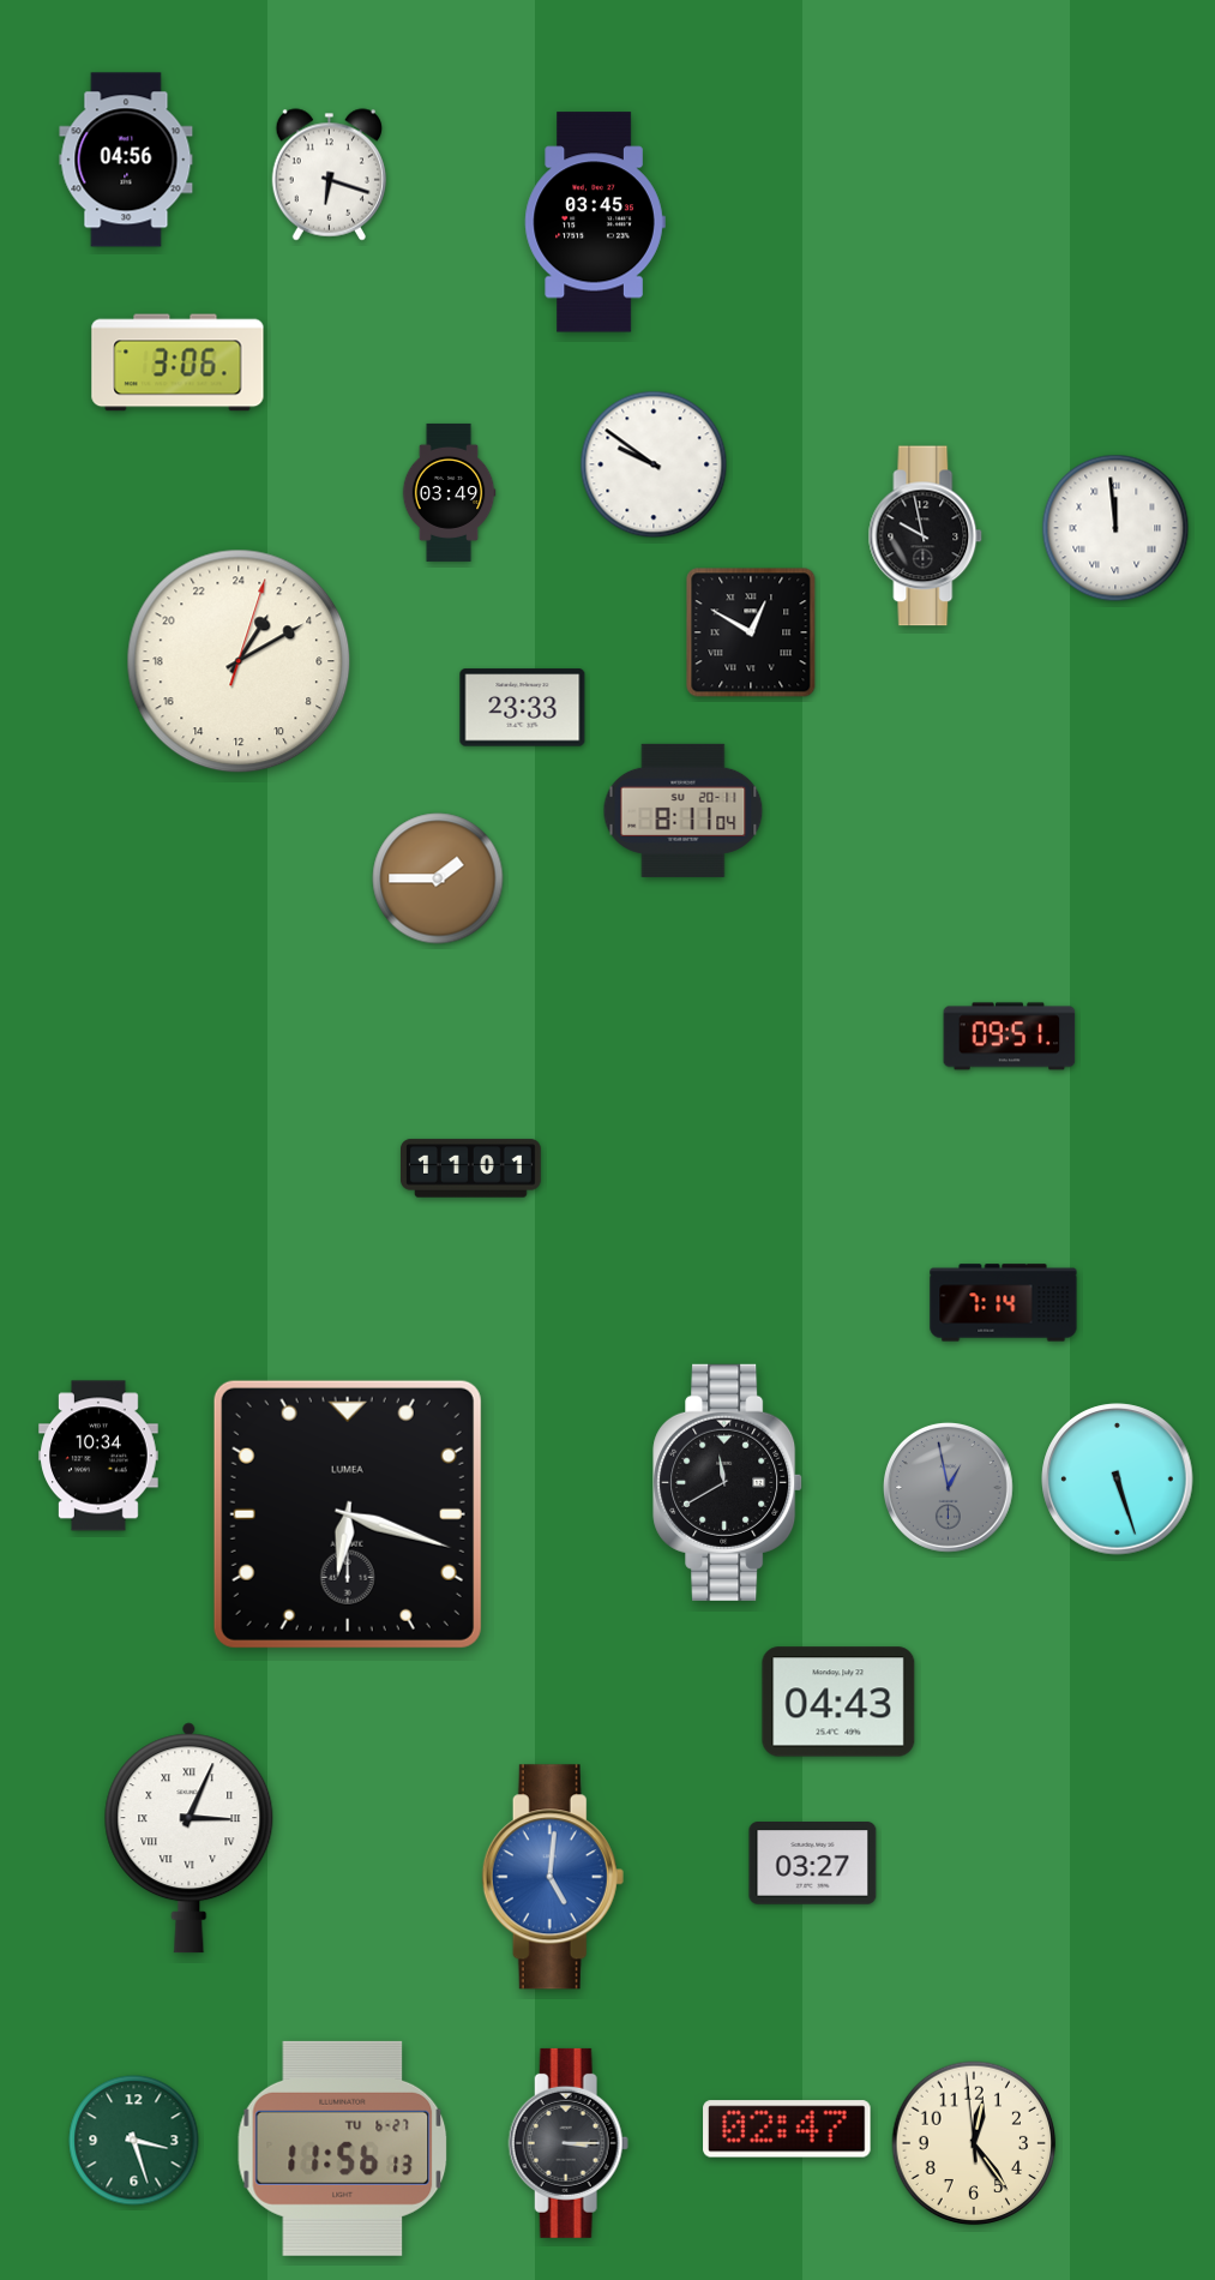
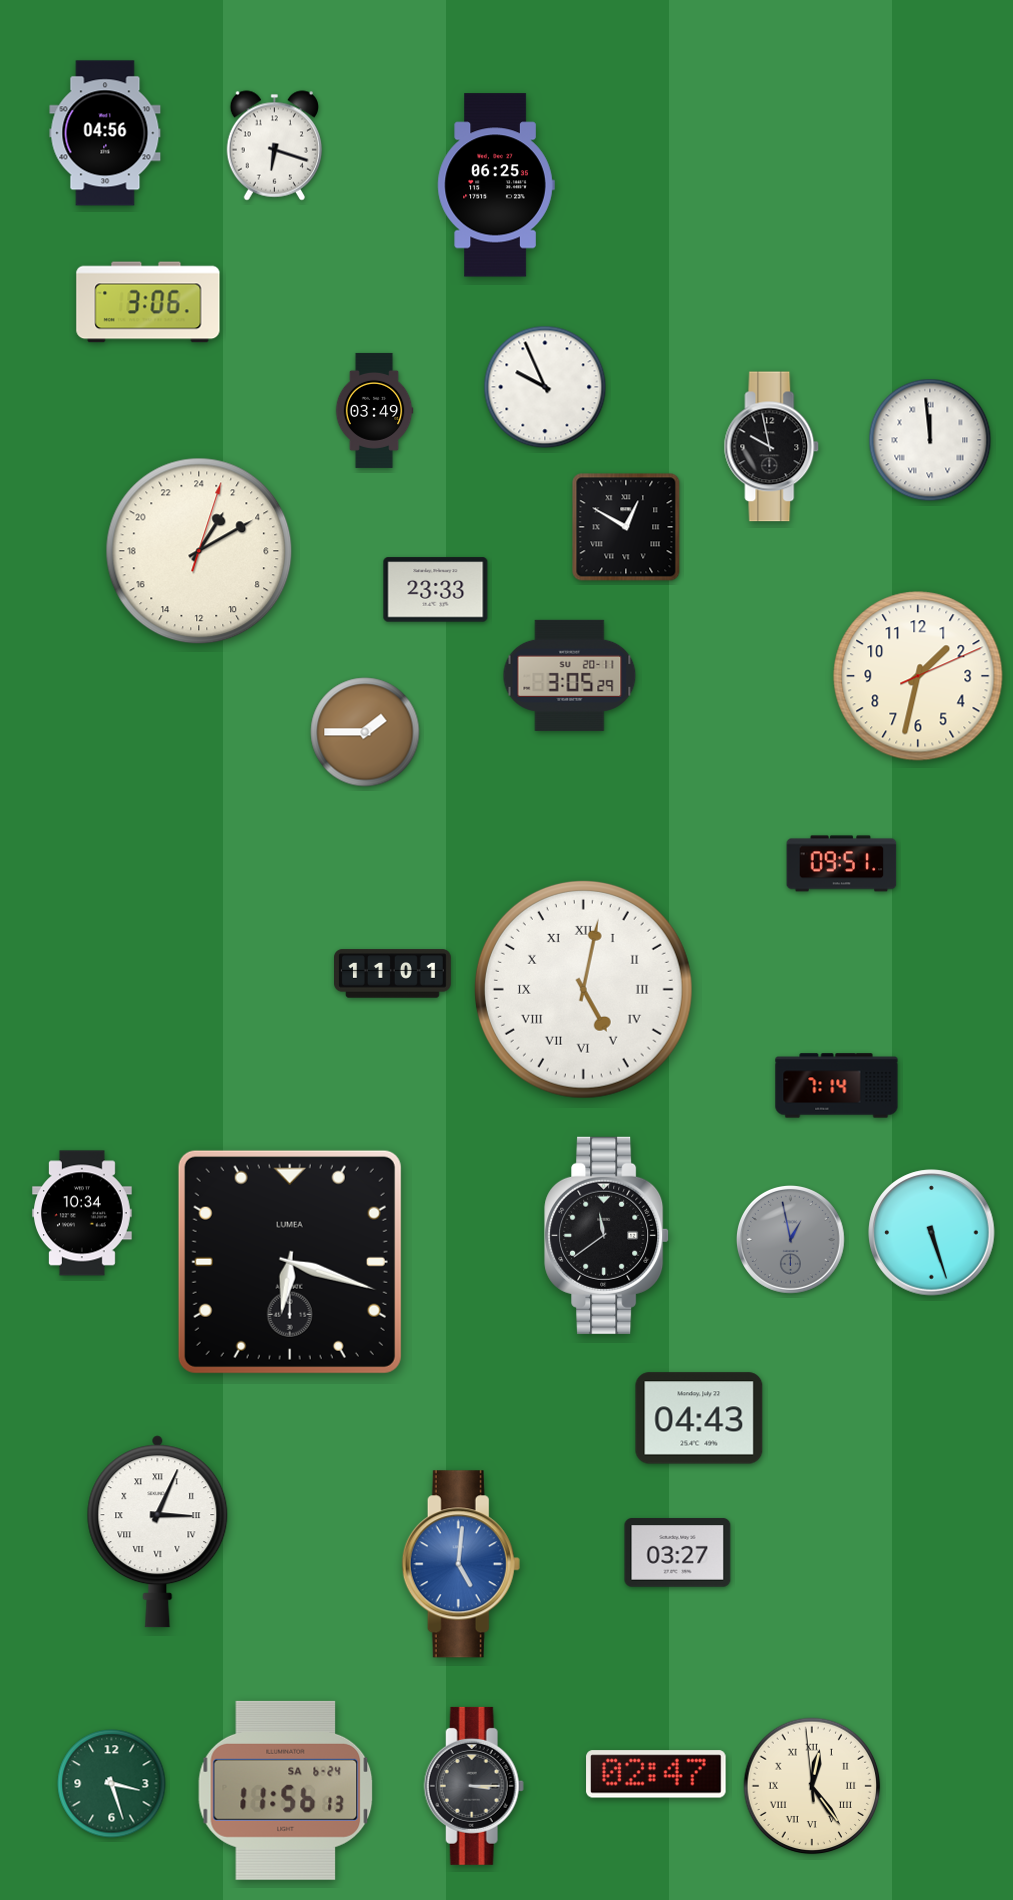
clock at (595, 222): 03:45 -> 06:25
clock at (654, 464): 9:51 -> 9:56
clock at (684, 810): 8:11 -> 3:05
clock at (918, 676): none -> 1:32
clock at (583, 989): none -> 5:02
clock at (728, 1482): 11:40 -> 11:39
clock at (974, 2143) numerals: Arabic -> Roman
clock at (343, 2148) date: TU 6-27 -> SA 6-24
